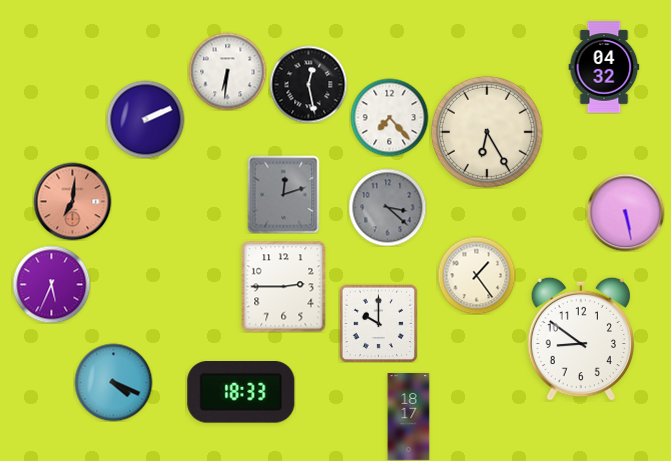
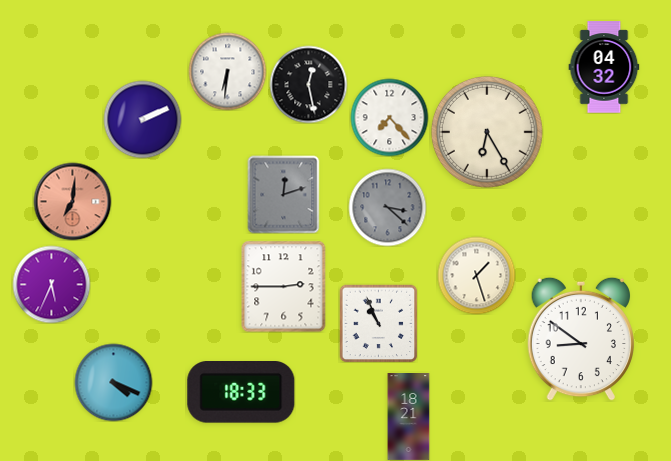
clock at (145, 119) position: (145, 119) -> (142, 119)
clock at (625, 212): 5:28 -> none
clock at (476, 275): 1:24 -> 1:27
clock at (378, 323): 10:00 -> 10:56
clock at (409, 417): 18:17 -> 18:21
